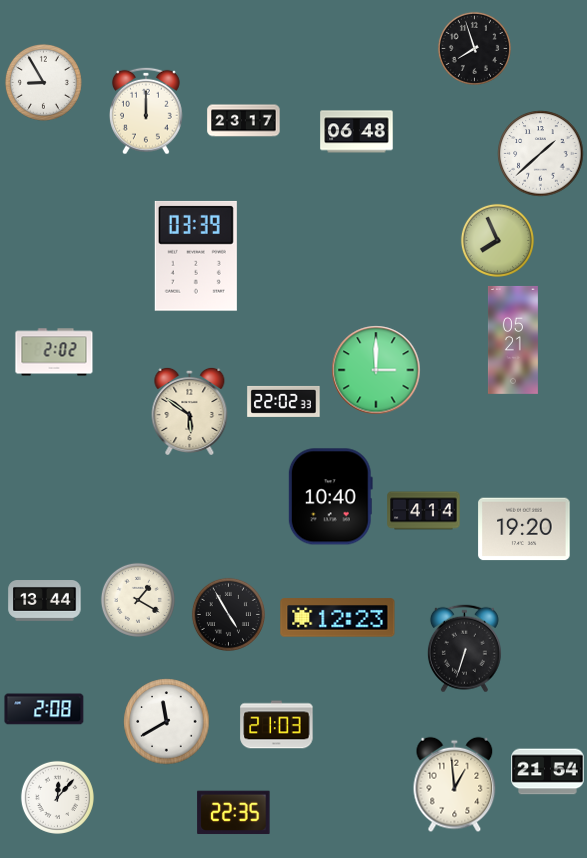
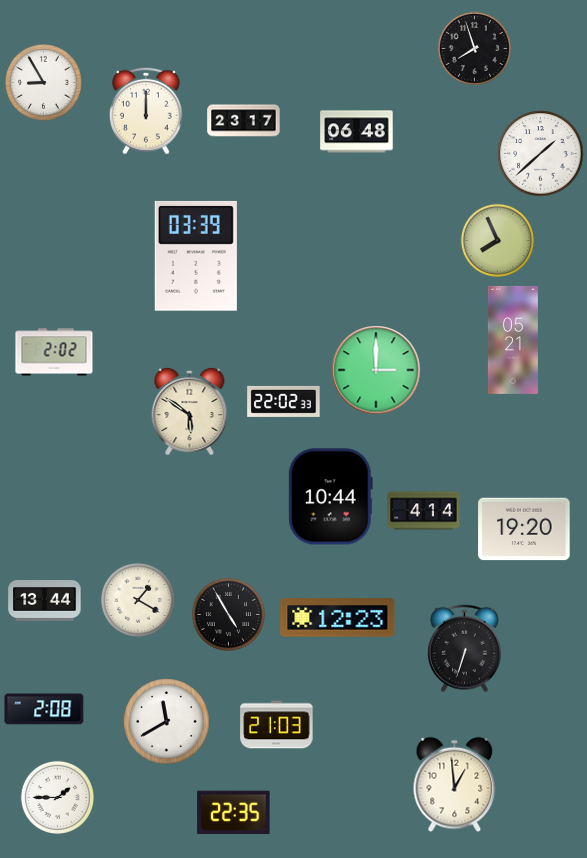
clock at (330, 497): 10:40 -> 10:44
clock at (548, 772): 21:54 -> none
clock at (57, 797): 12:07 -> 1:45
